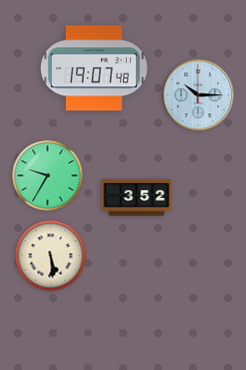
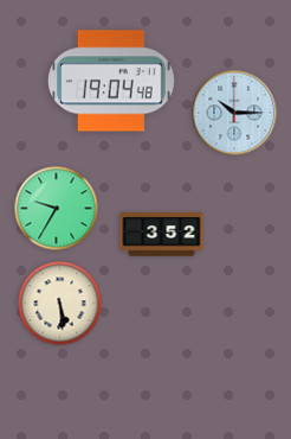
clock at (95, 68): 19:07 -> 19:04
